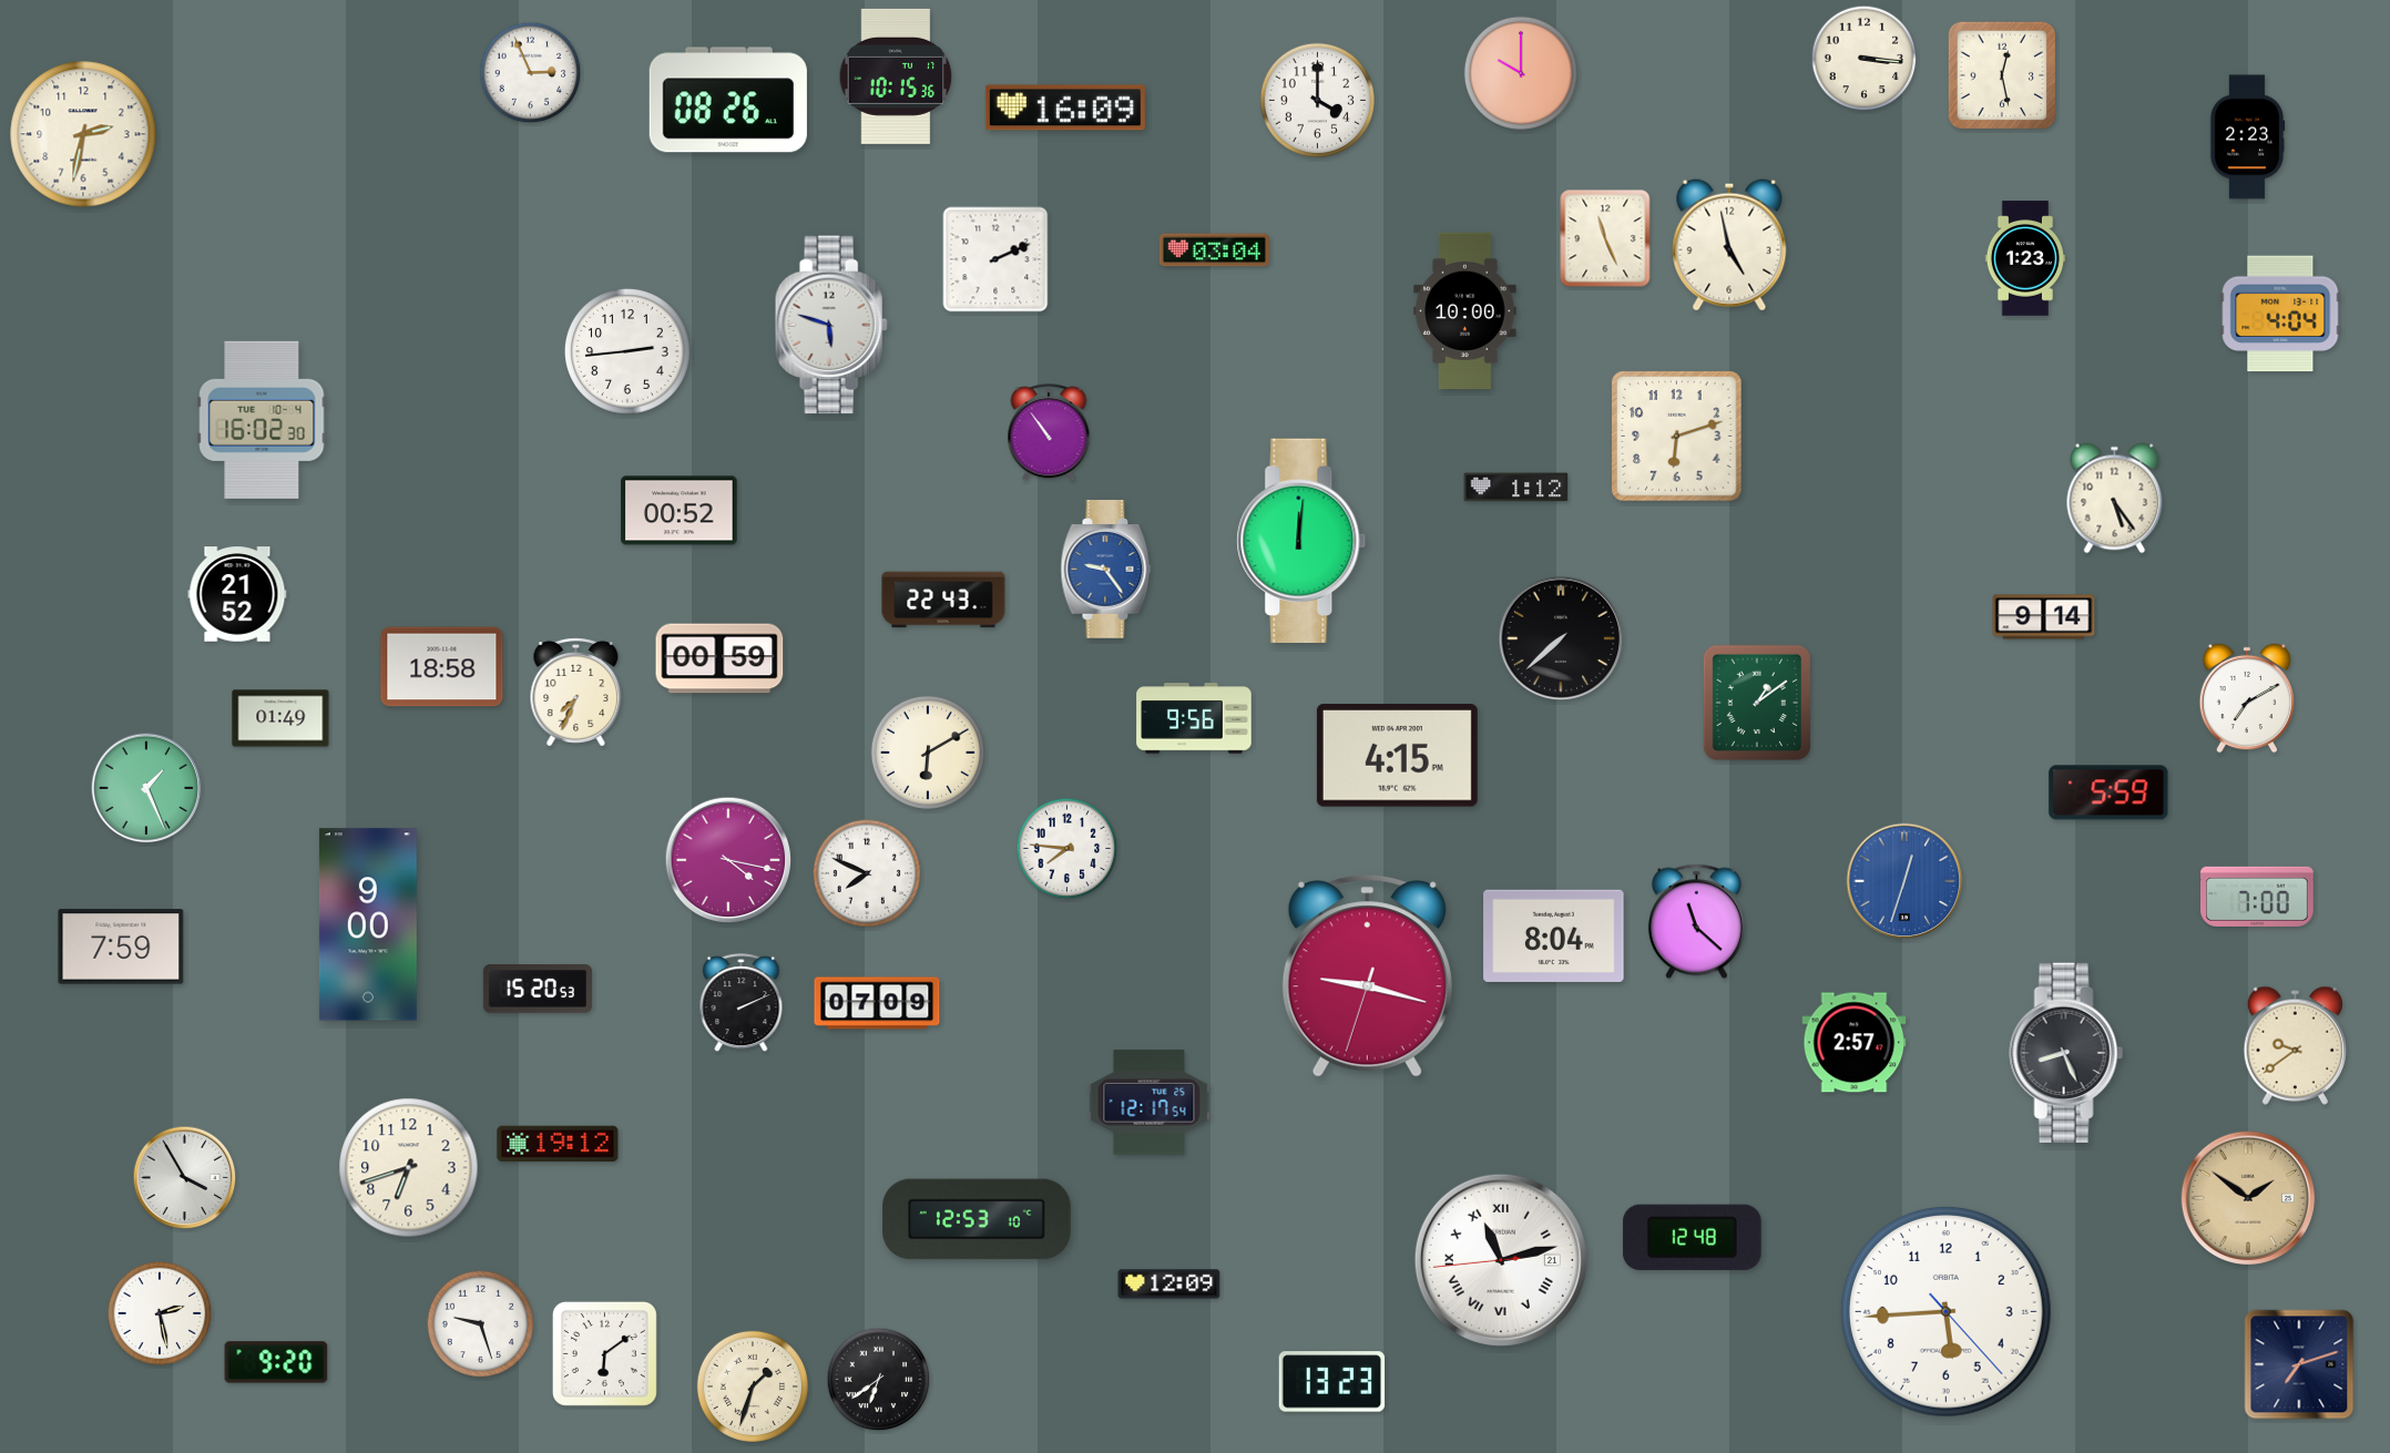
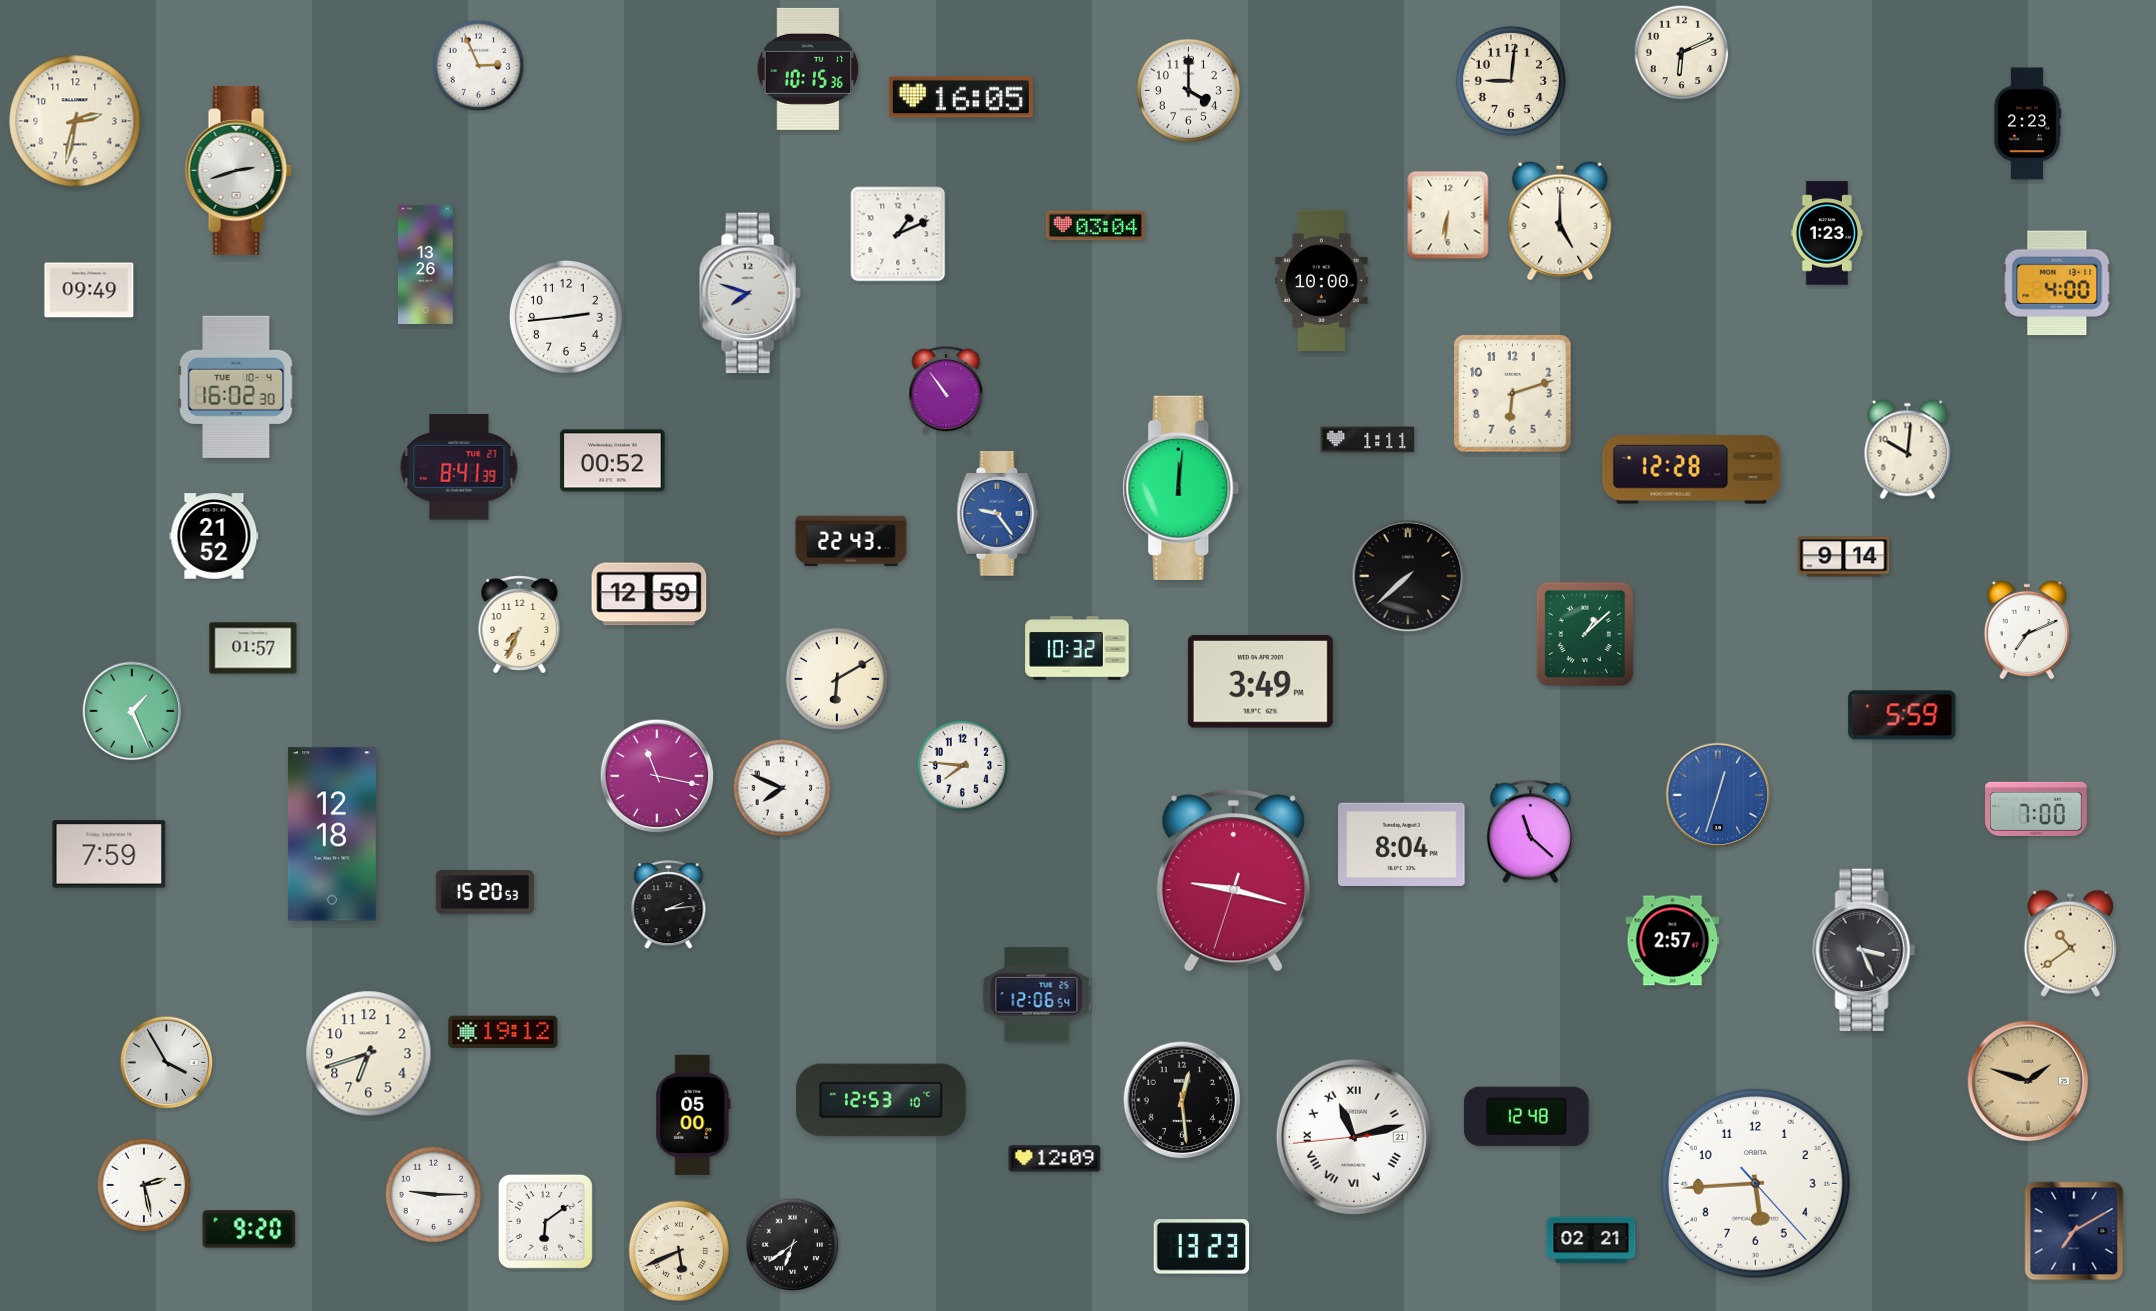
clock at (1865, 59): 3:16 -> 6:11
clock at (1521, 73): 10:00 -> none
clock at (2002, 75): 12:28 -> none
clock at (1511, 81): none -> 9:01
clock at (728, 100): 08:26 -> none
clock at (1065, 108): 16:09 -> 16:05
clock at (238, 170): none -> 2:42
clock at (1605, 238): 11:26 -> 6:31
clock at (1729, 245): 4:58 -> 5:00
clock at (995, 259): 2:11 -> 1:11
clock at (425, 265): none -> 13:26
clock at (2280, 314): 4:04 -> 4:00
clock at (89, 290): none -> 09:49
clock at (831, 325): 5:48 -> 7:48
clock at (262, 420) position: (262, 420) -> (236, 387)
clock at (1516, 488): 1:12 -> 1:11
clock at (2115, 499): 5:24 -> 10:01
clock at (459, 467): none -> 8:41
clock at (1692, 470): none -> 12:28
clock at (1301, 540) position: (1301, 540) -> (1181, 487)
clock at (719, 658): 00:59 -> 12:59
clock at (442, 667): 18:58 -> none
clock at (2247, 698): 7:10 -> 7:11
clock at (1756, 703): 1:09 -> 1:08
clock at (280, 718): 01:49 -> 01:57
clock at (1194, 718): 9:56 -> 10:32
clock at (1397, 756): 4:15 -> 3:49
clock at (728, 860): 4:17 -> 11:17
clock at (368, 924): 9:00 -> 12:18
clock at (742, 1003): 2:11 -> 2:14
clock at (877, 1003): 07:09 -> none
clock at (2295, 1045): 9:39 -> 10:39
clock at (2066, 1052): 8:26 -> 3:26
clock at (1150, 1103): 12:17 -> 12:06
clock at (2248, 1198): 1:51 -> 1:48
clock at (1182, 1100): none -> 12:29
clock at (693, 1115): none -> 05:00
clock at (481, 1324): 9:27 -> 9:15
clock at (2299, 1364): 7:12 -> 7:10
clock at (1591, 1240): none -> 02:21
clock at (753, 1387): 1:33 -> 5:41
